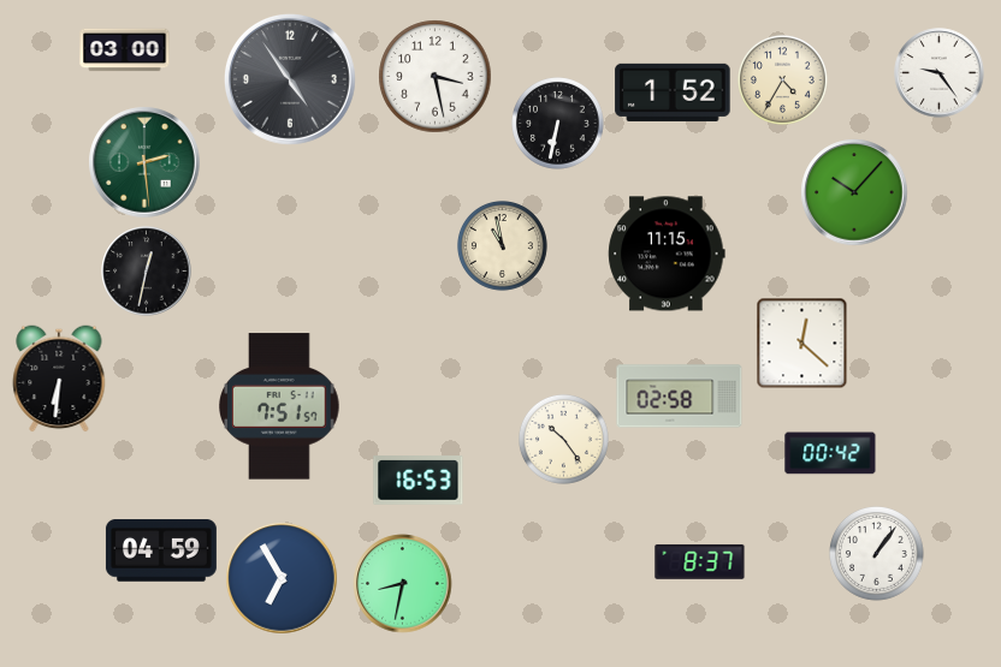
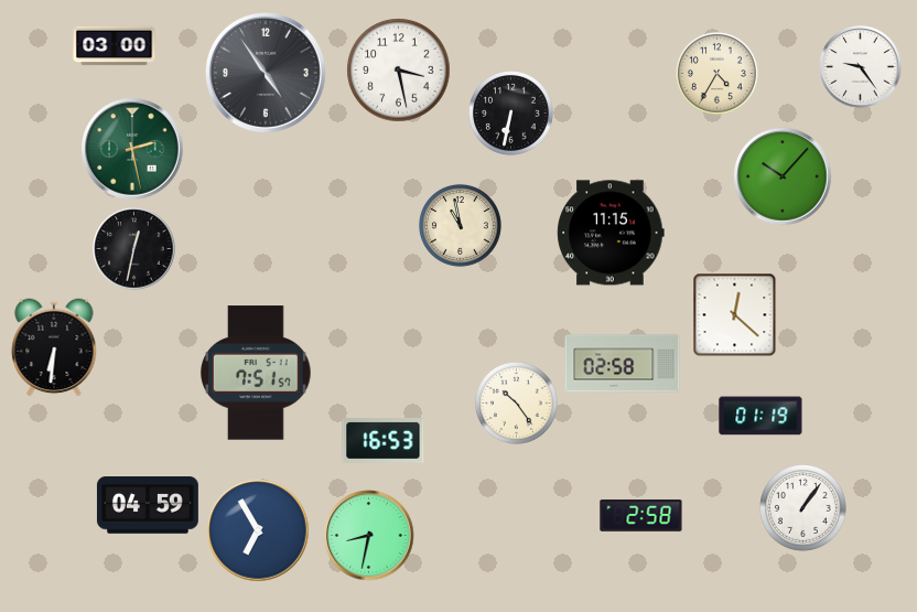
clock at (673, 93): 1:52 -> none
clock at (144, 162): 2:29 -> 2:28
clock at (830, 453): 00:42 -> 01:19
clock at (700, 561): 8:37 -> 2:58
